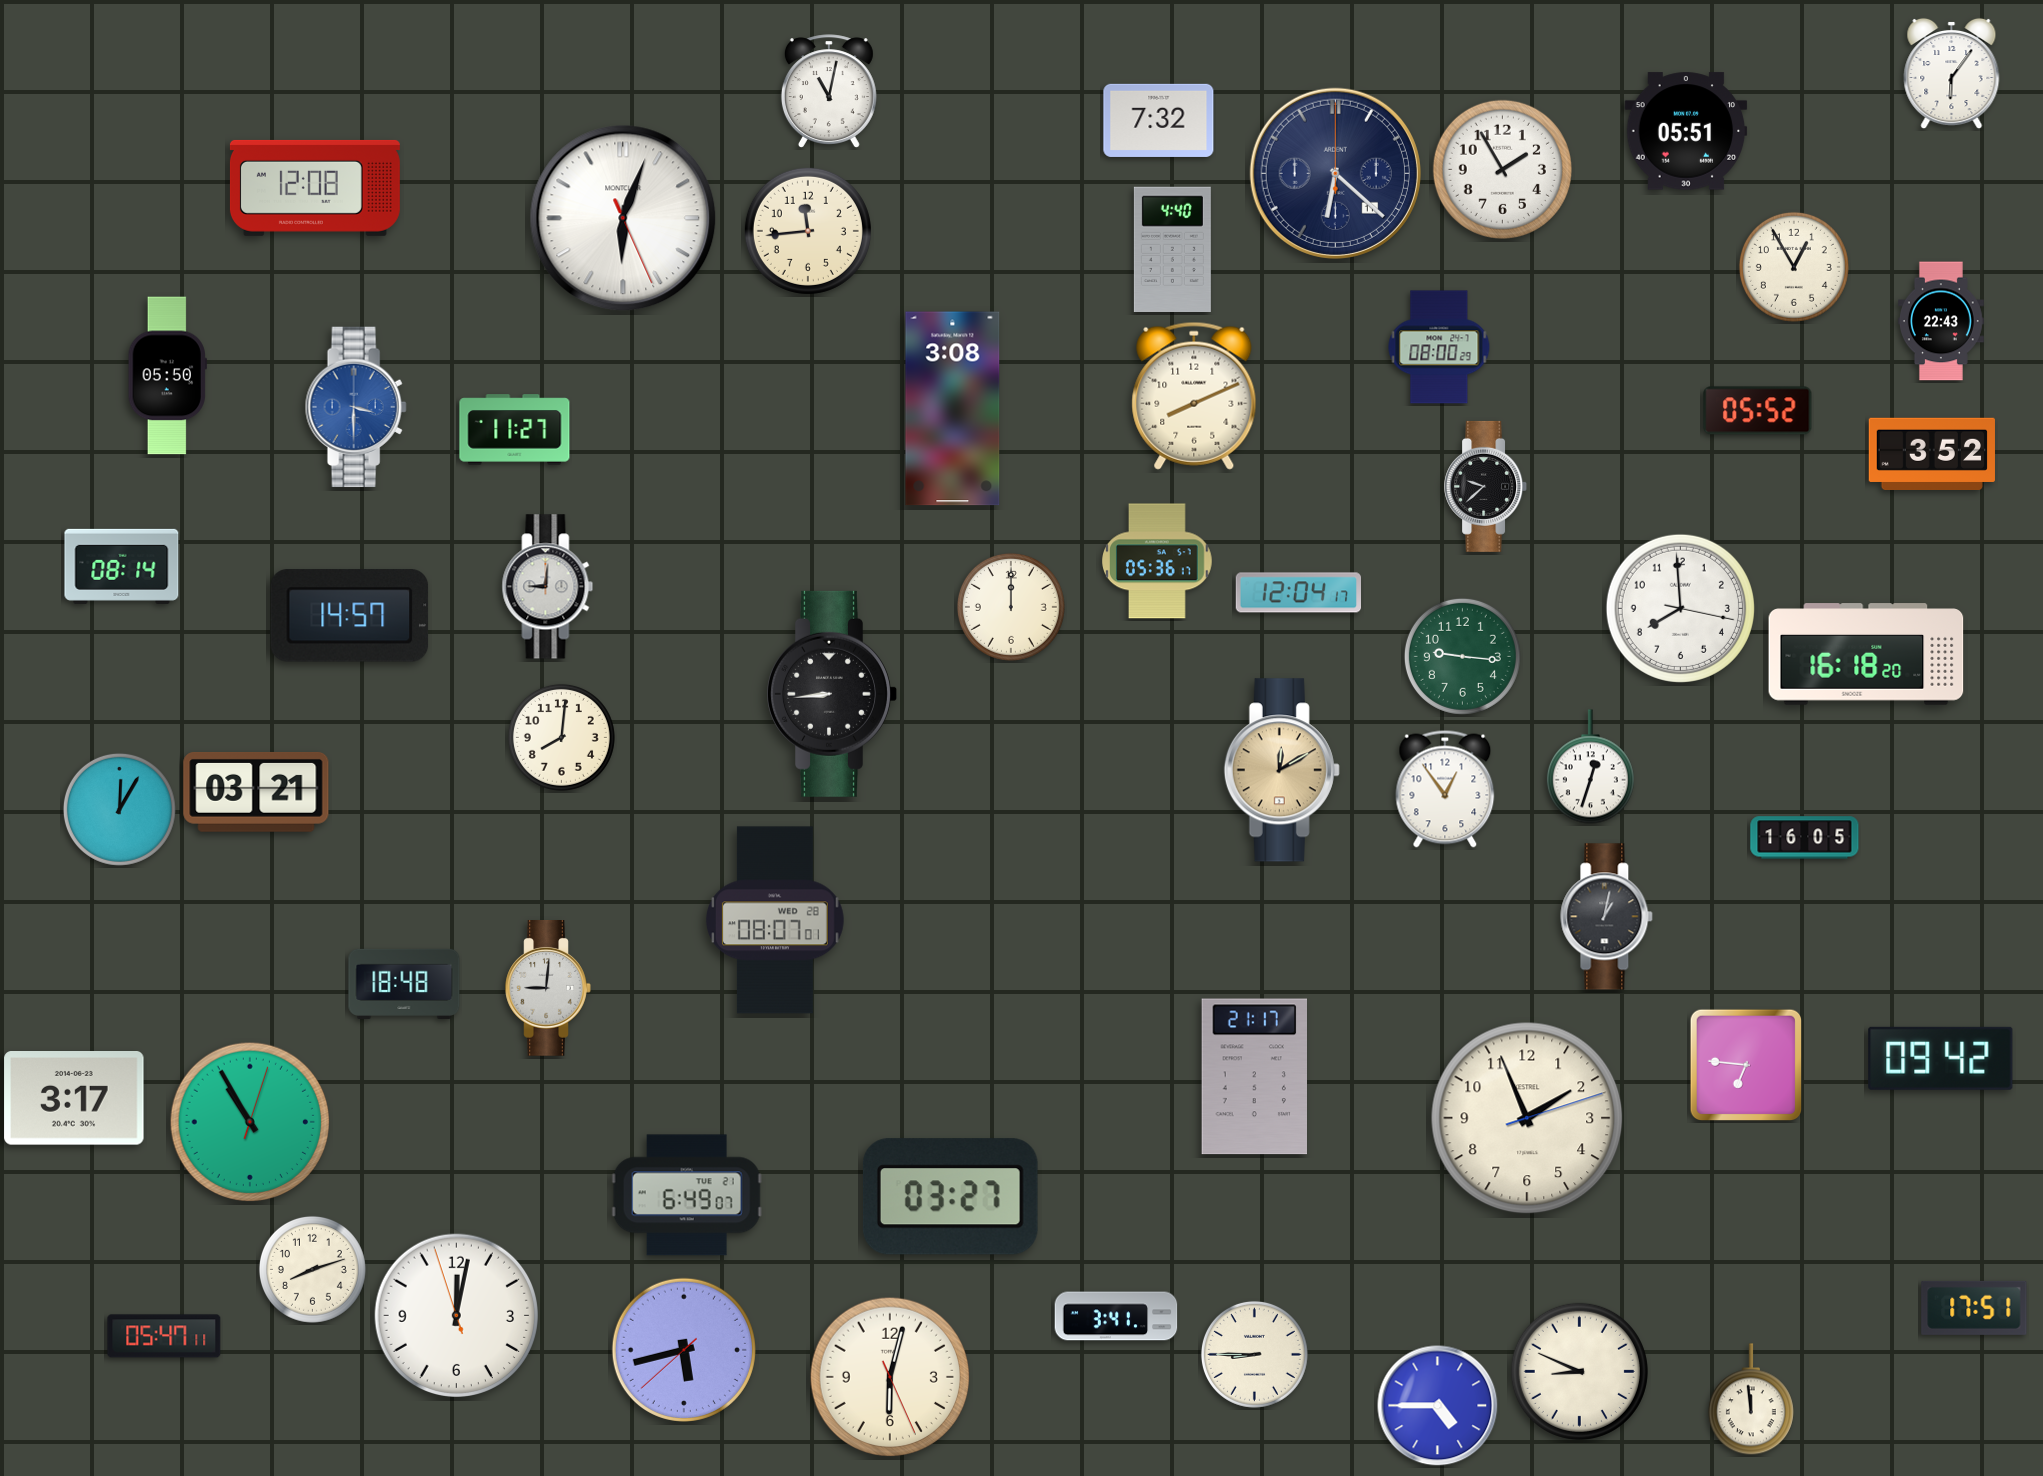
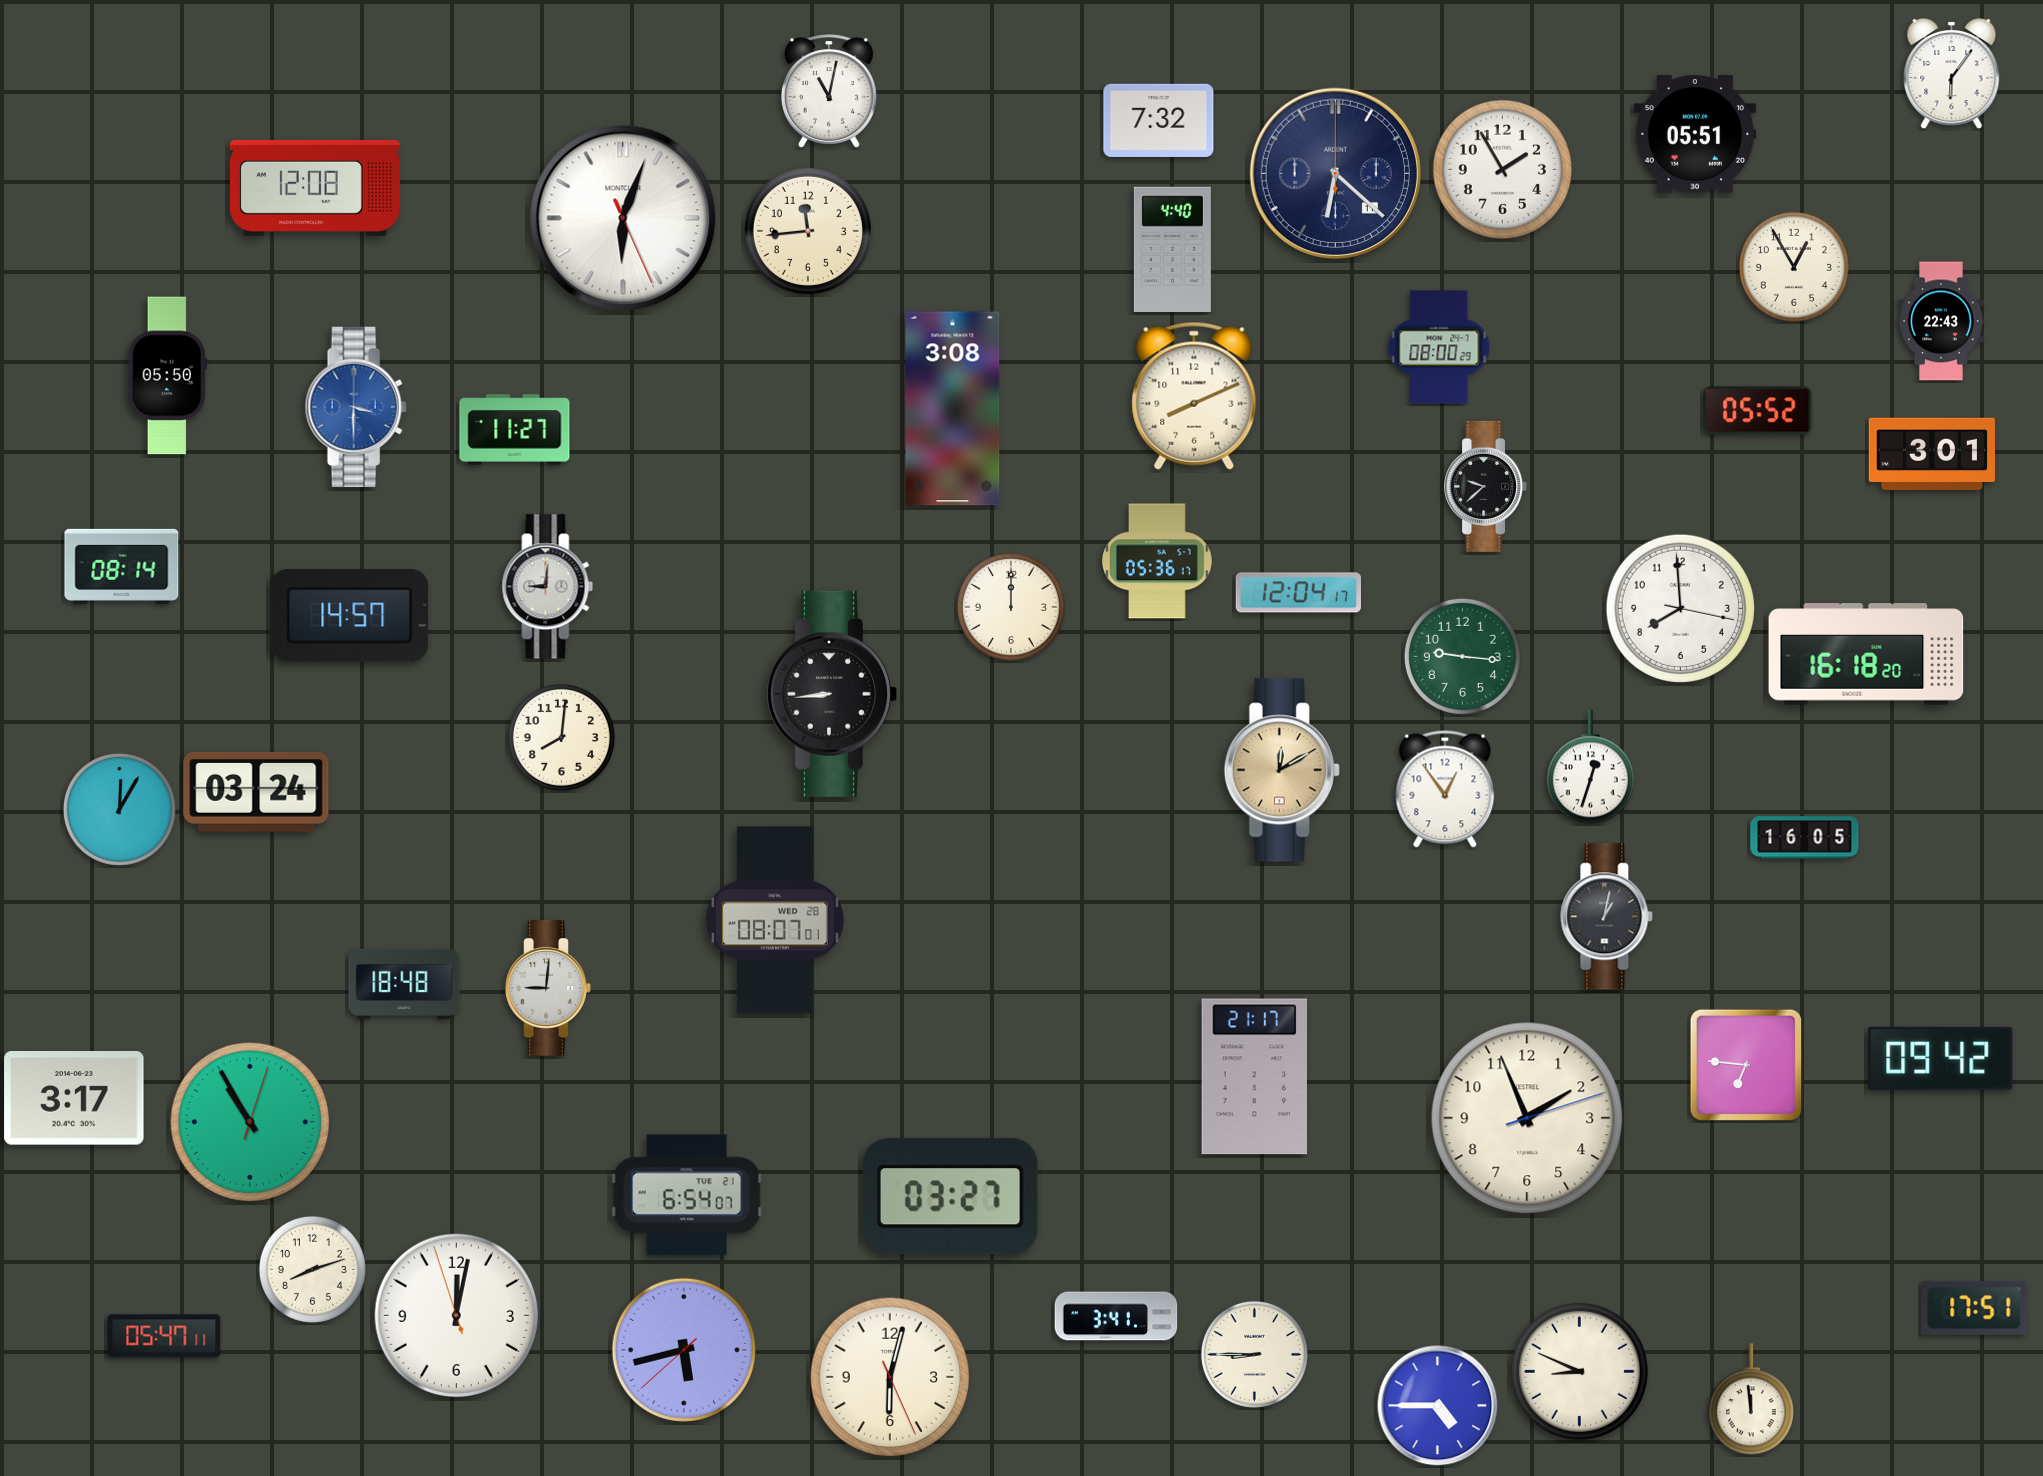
clock at (1686, 131) position: (1686, 131) -> (1695, 134)
clock at (1932, 453): 3:52 -> 3:01
clock at (256, 792): 03:21 -> 03:24
clock at (687, 1195): 6:49 -> 6:54
